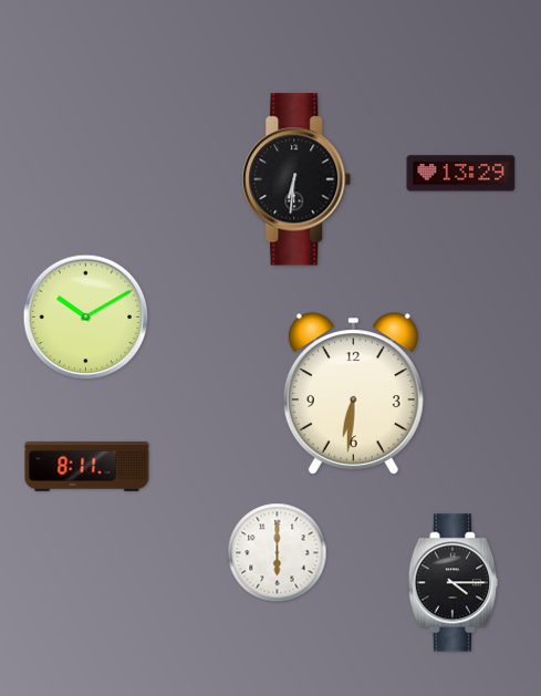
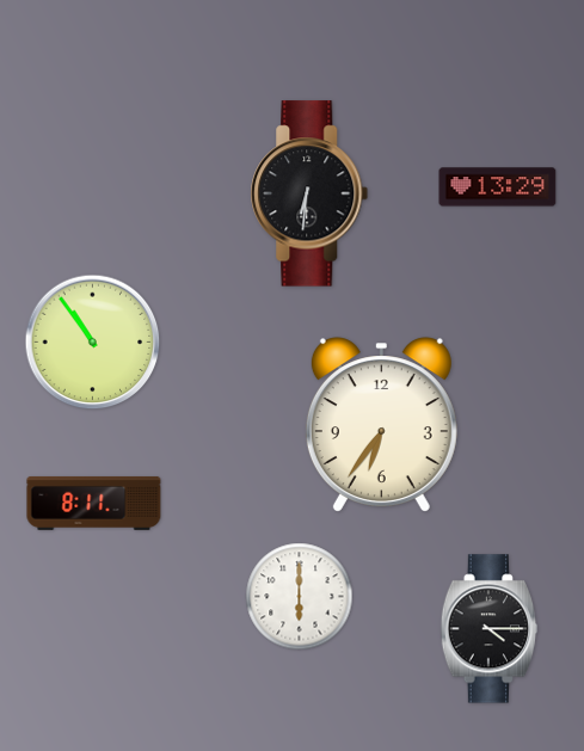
clock at (296, 179) position: (296, 179) -> (309, 193)
clock at (86, 318): 10:10 -> 10:54
clock at (353, 394): 6:31 -> 6:36
